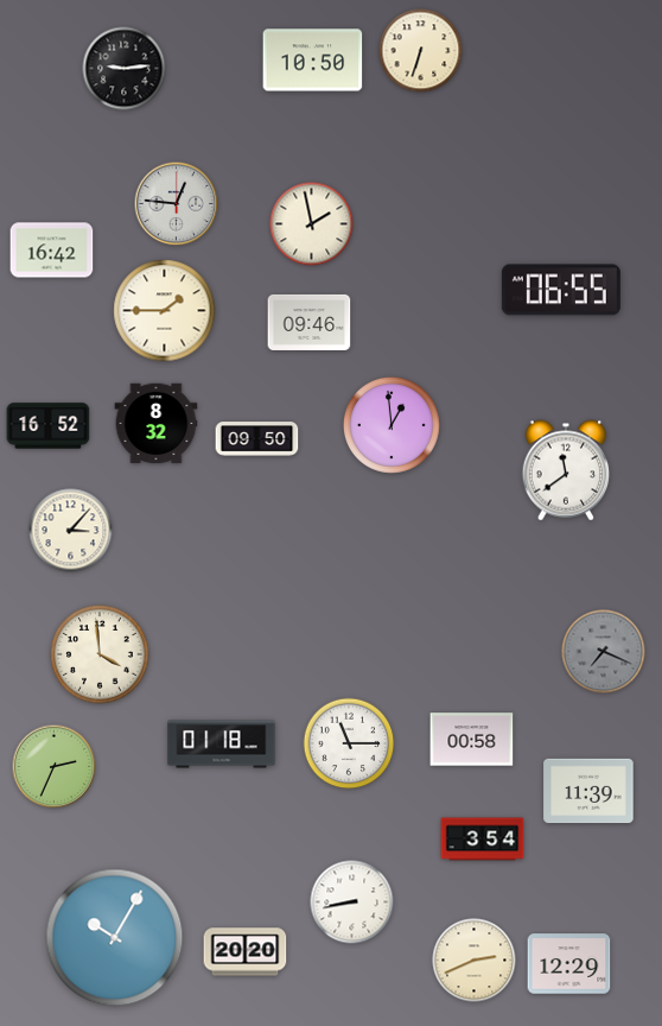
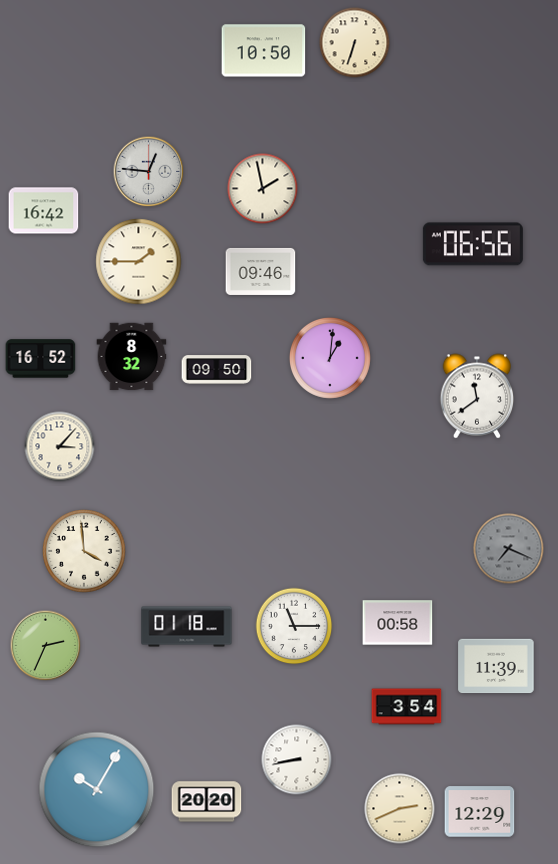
clock at (125, 69): 9:14 -> none
clock at (561, 290): 06:55 -> 06:56
clock at (392, 425): 12:59 -> 1:01
